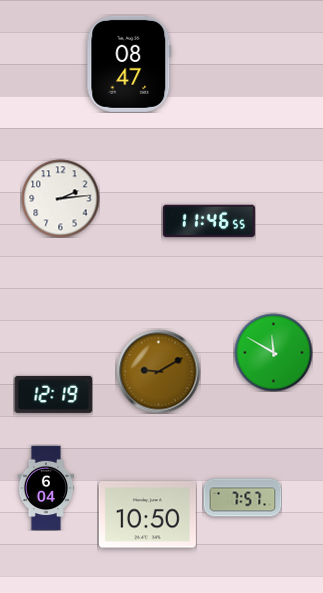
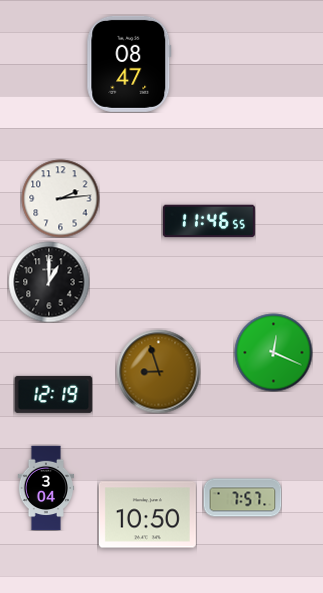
clock at (49, 282): none -> 1:00
clock at (273, 352): 11:50 -> 12:19
clock at (158, 371): 9:10 -> 8:57
clock at (46, 488): 6:04 -> 3:04
